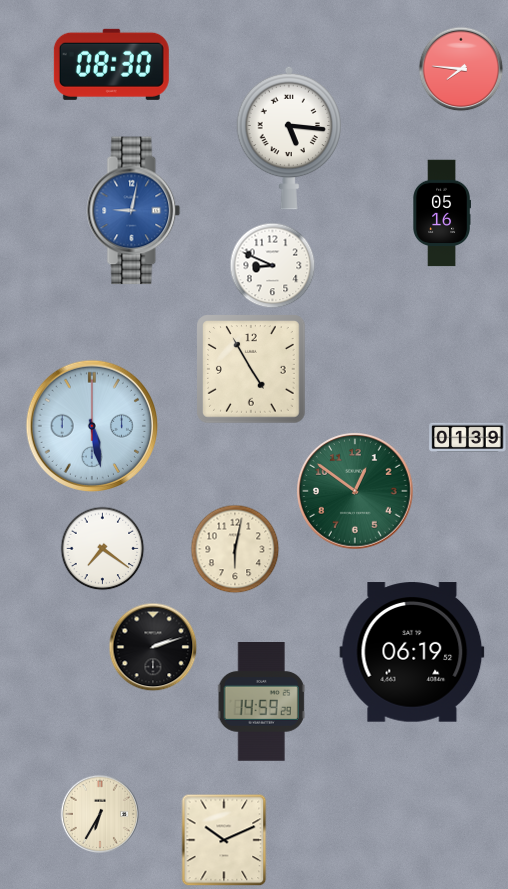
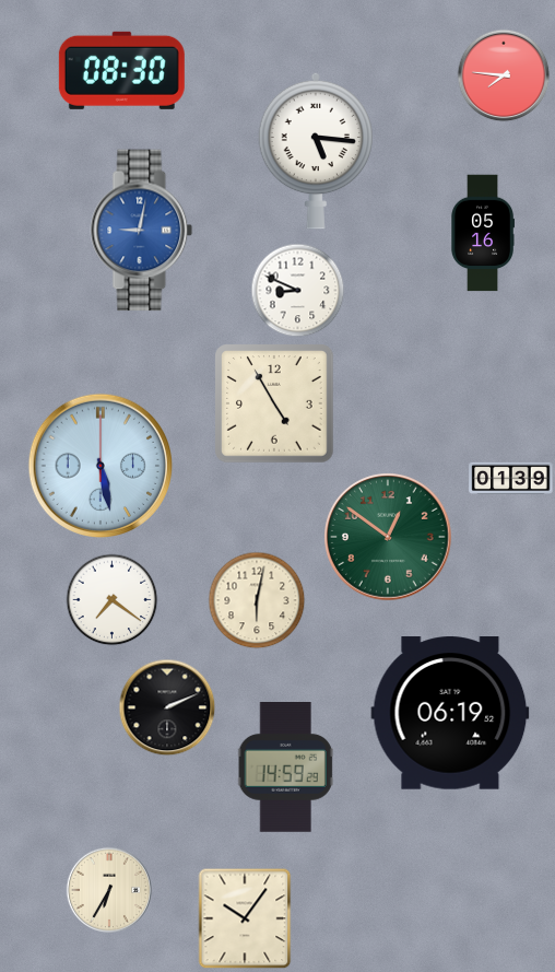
clock at (134, 211) position: (134, 211) -> (142, 231)
clock at (153, 647): 2:12 -> 2:11
clock at (224, 840): 10:11 -> 10:06
